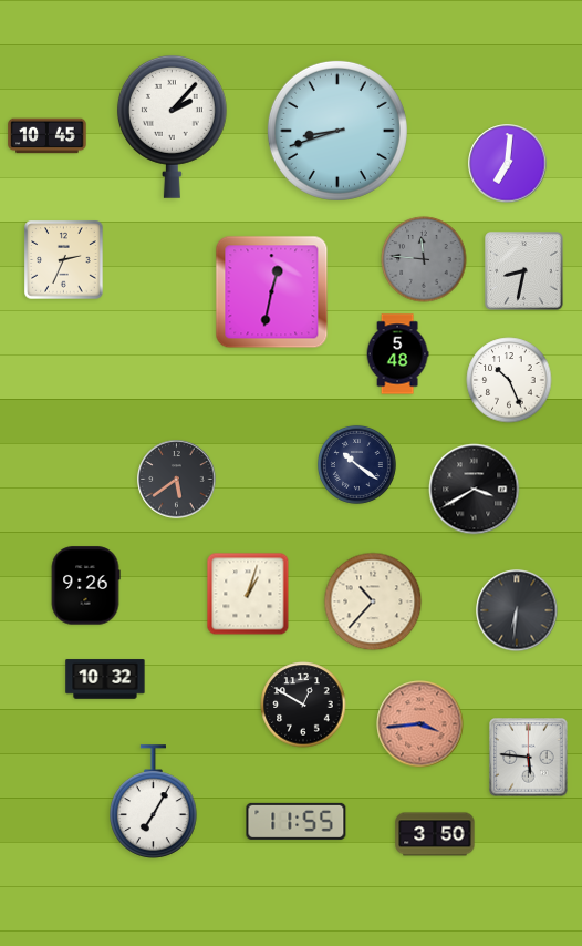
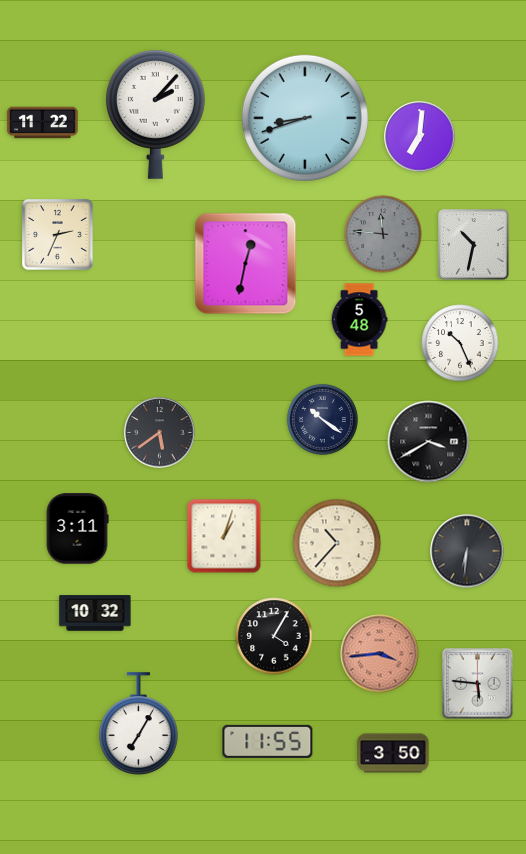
clock at (48, 136): 10:45 -> 11:22
clock at (508, 164) position: (508, 164) -> (420, 137)
clock at (524, 271): 8:32 -> 10:32
clock at (85, 586): 9:26 -> 3:11
clock at (303, 705): 12:50 -> 4:05
